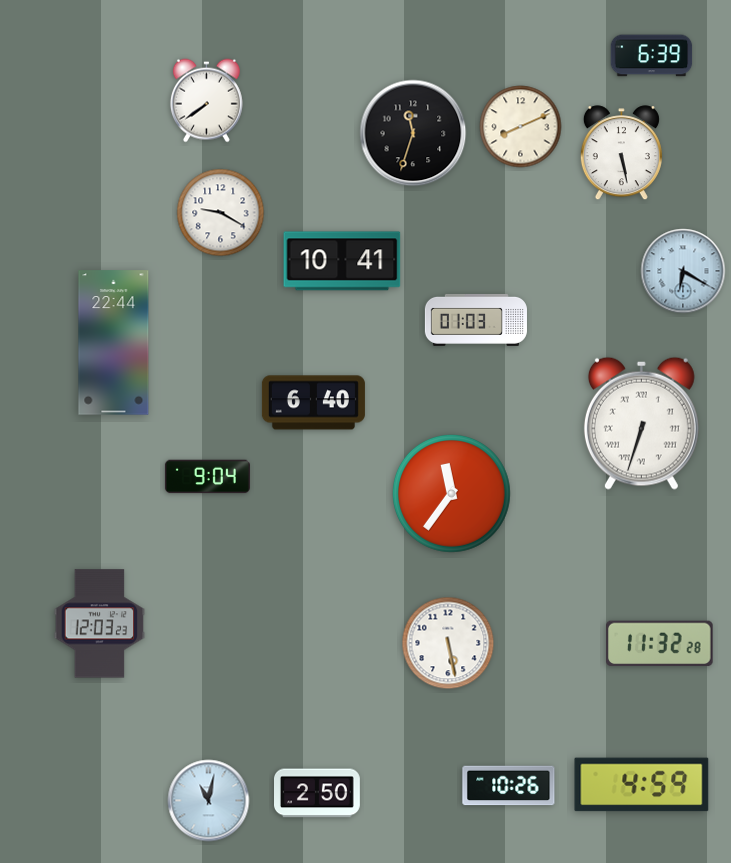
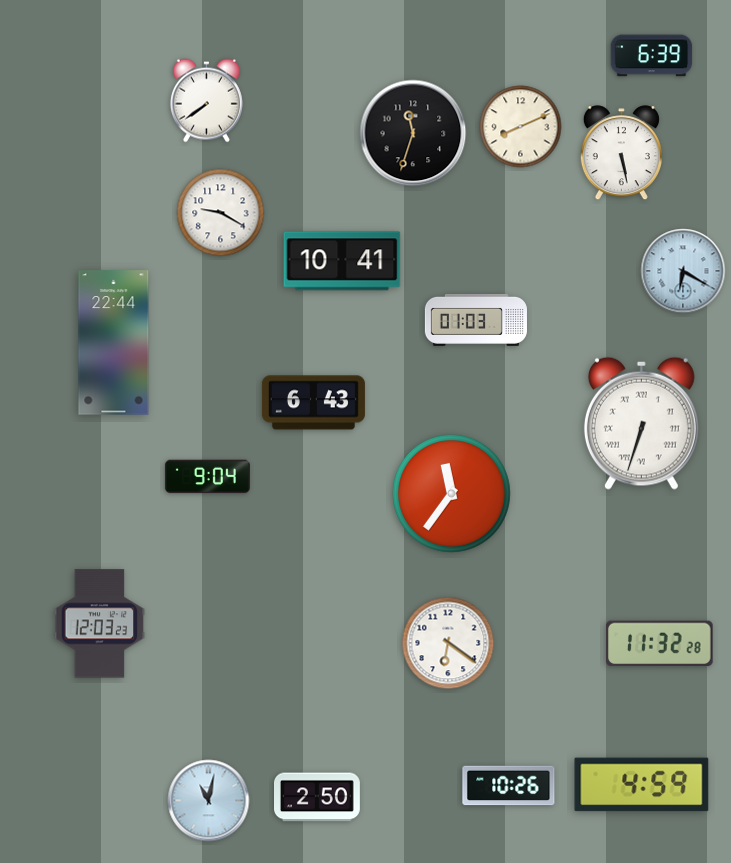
clock at (313, 403): 6:40 -> 6:43
clock at (448, 643): 5:28 -> 6:21
clock at (318, 793) position: (318, 793) -> (318, 797)
